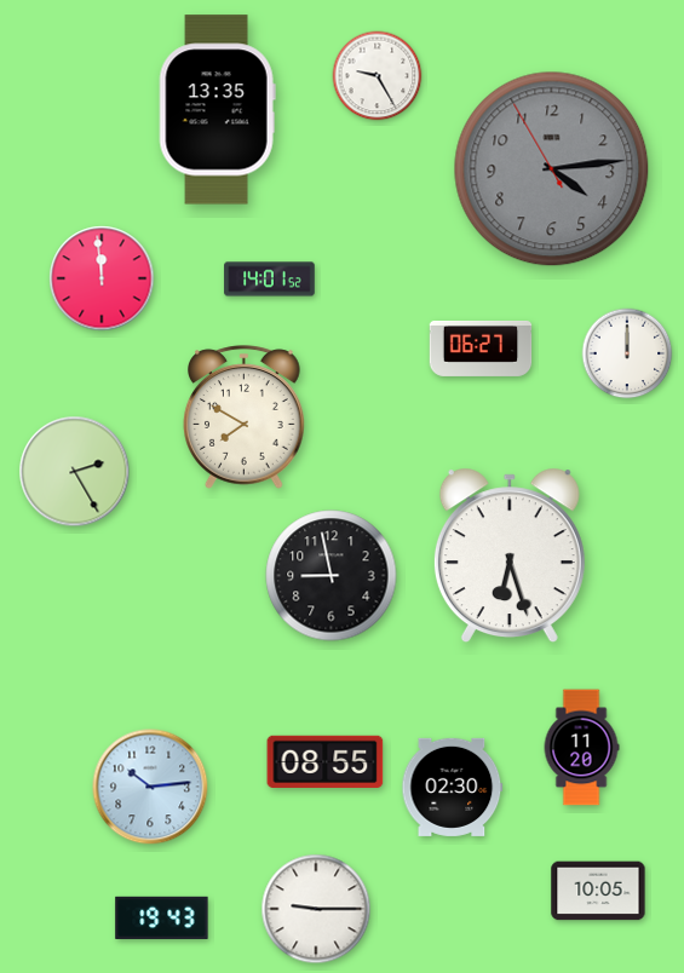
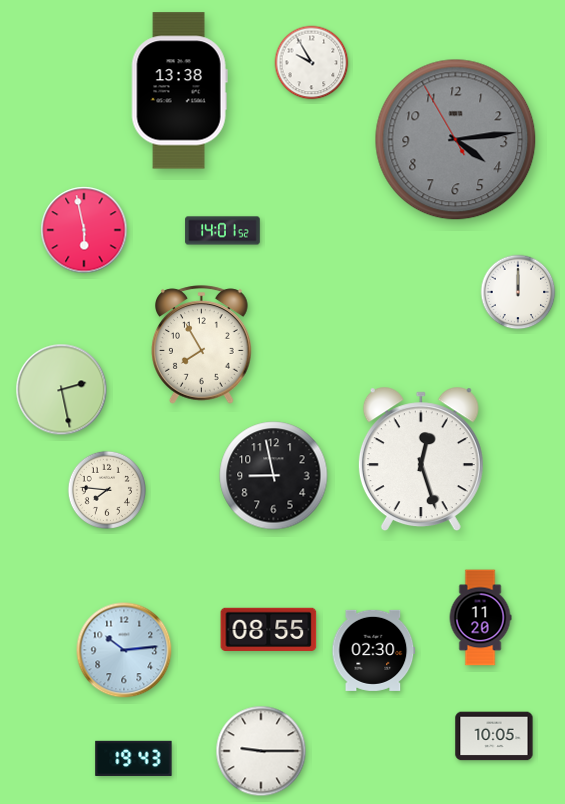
clock at (378, 76): 9:25 -> 9:55
clock at (217, 110): 13:35 -> 13:38
clock at (102, 278): 11:59 -> 5:58
clock at (481, 349): 06:27 -> none
clock at (245, 418): 7:50 -> 7:55
clock at (75, 472): 2:25 -> 2:28
clock at (510, 555): 6:27 -> 12:27
clock at (106, 489): none -> 7:46
